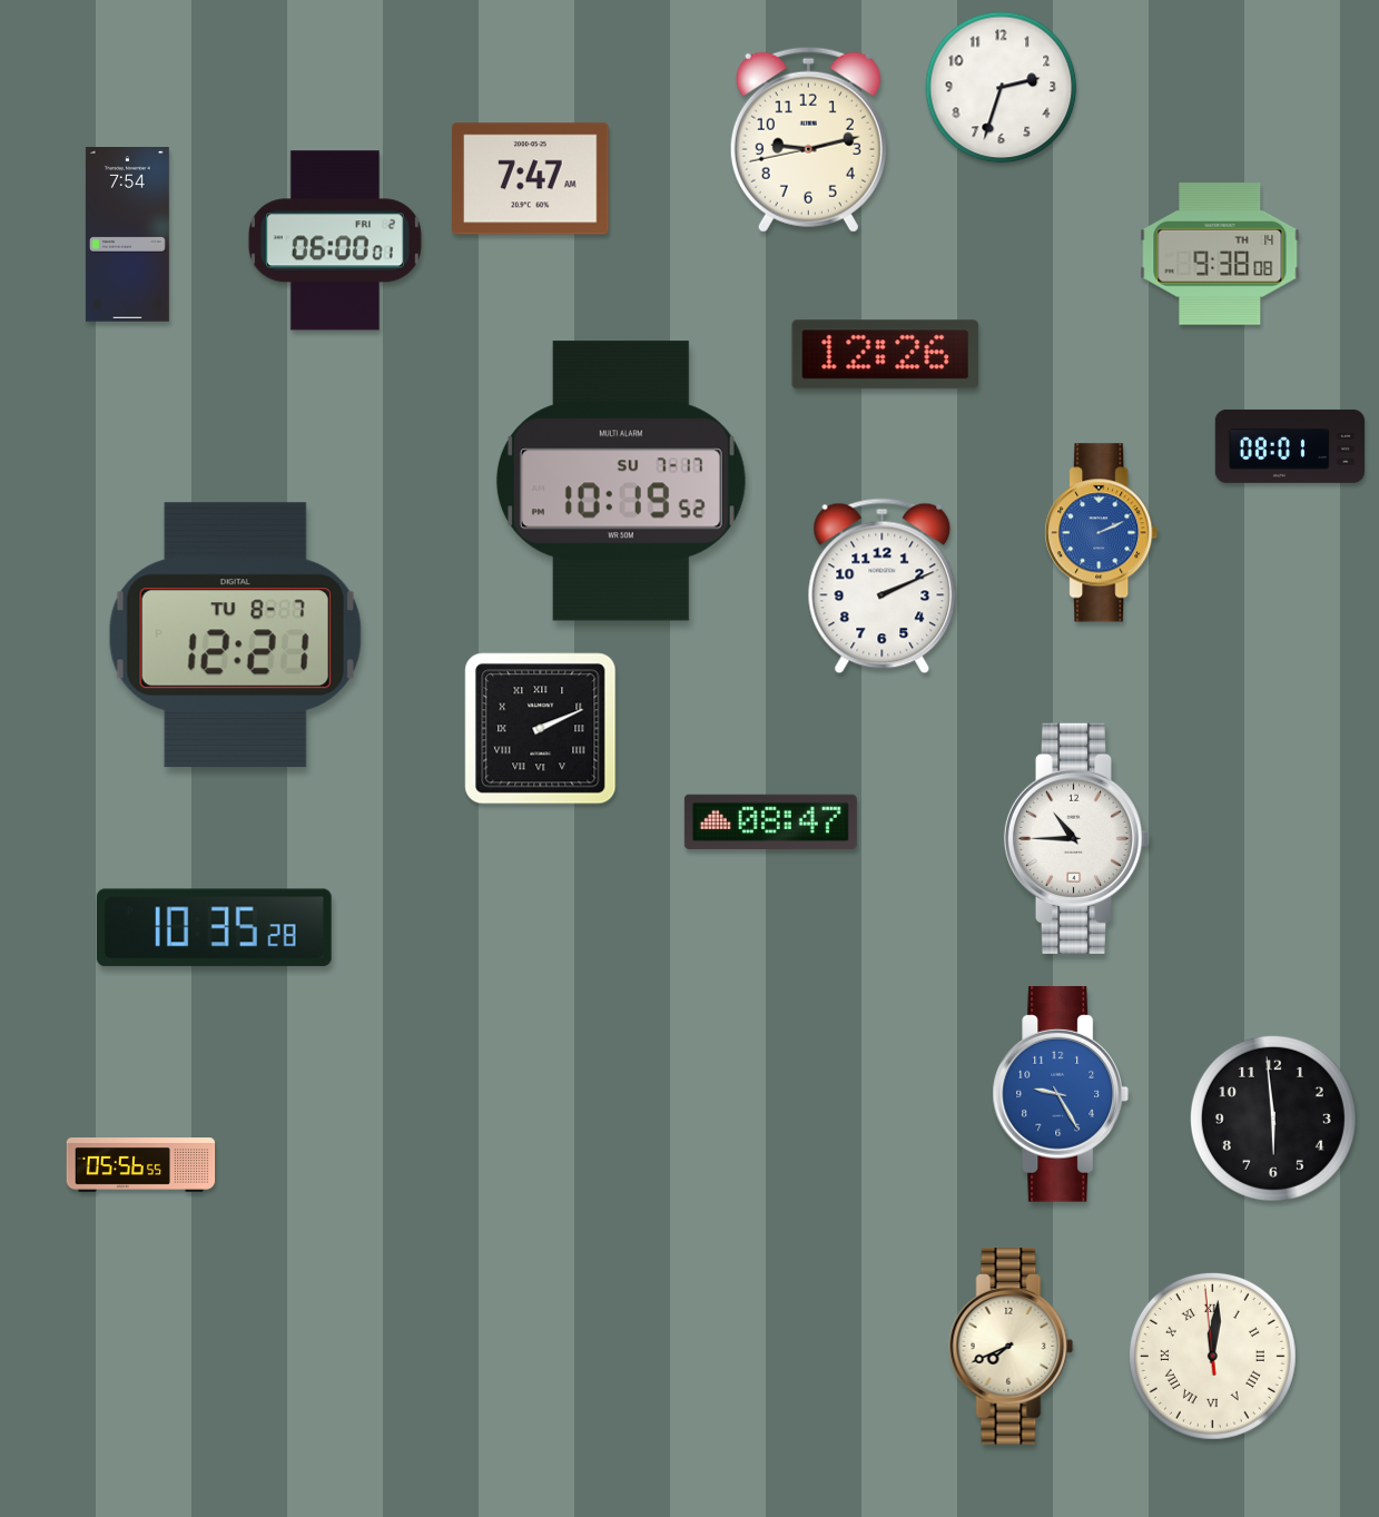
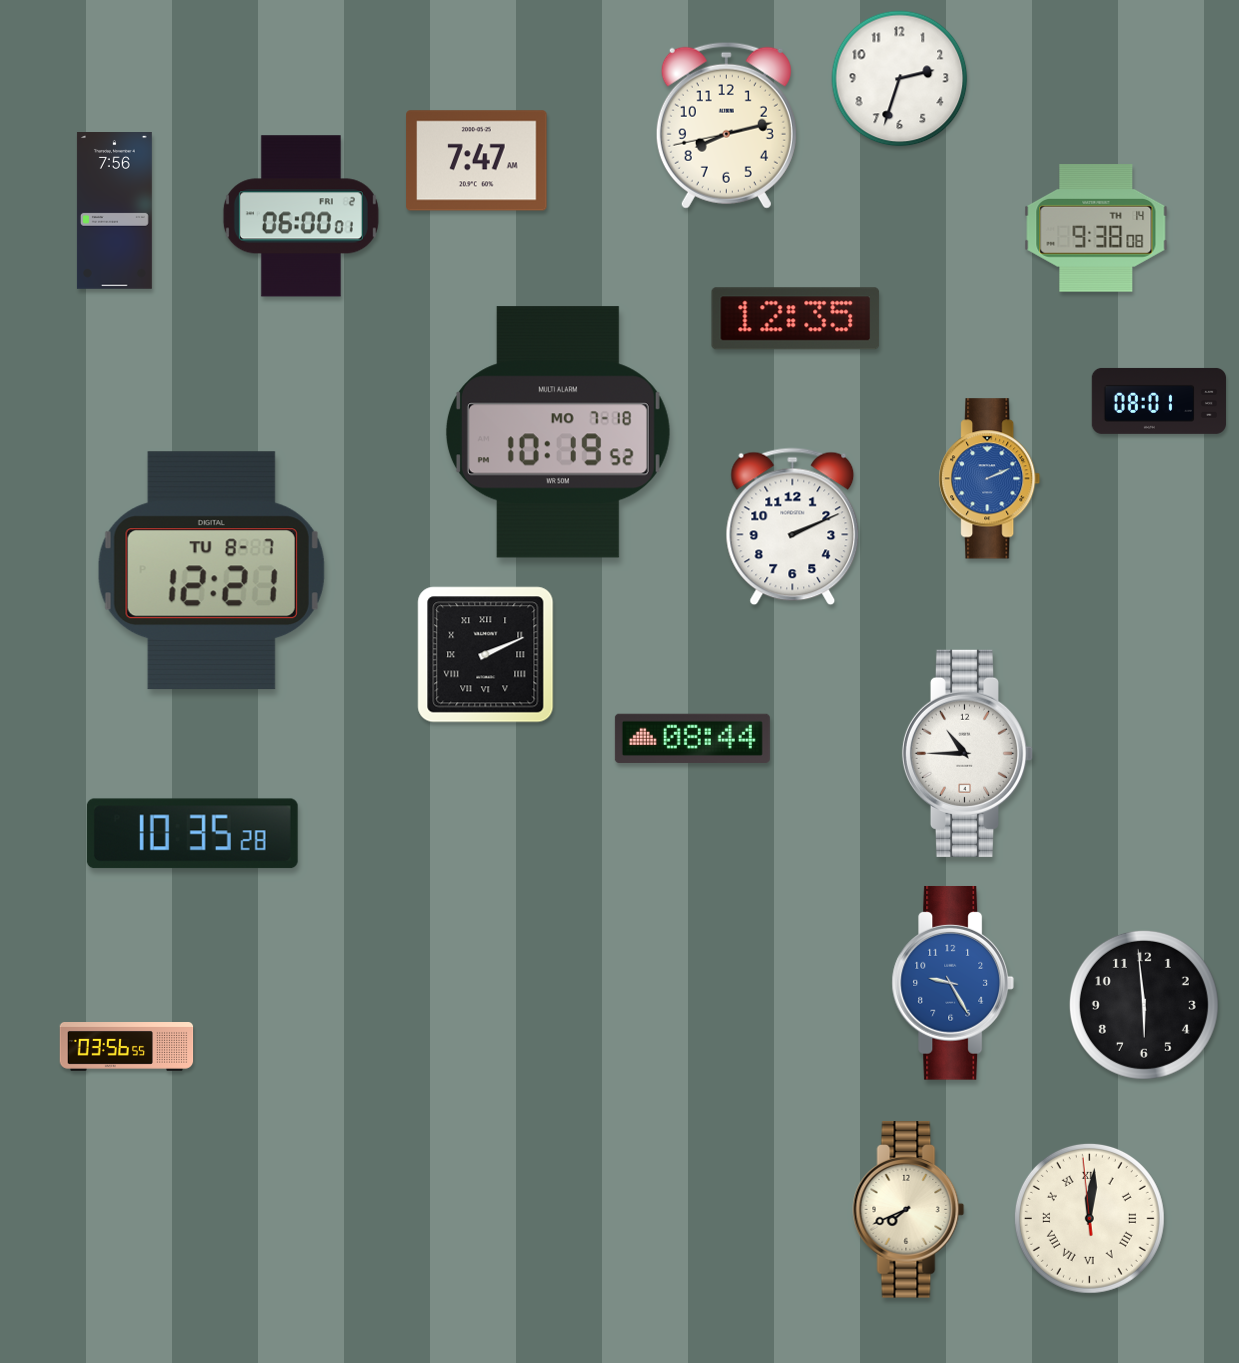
clock at (808, 139): 9:12 -> 8:12
clock at (127, 235): 7:54 -> 7:56
clock at (886, 355): 12:26 -> 12:35
clock at (621, 481) date: SU 7-17 -> MO 7-18
clock at (770, 821): 08:47 -> 08:44
clock at (141, 1165): 05:56 -> 03:56
